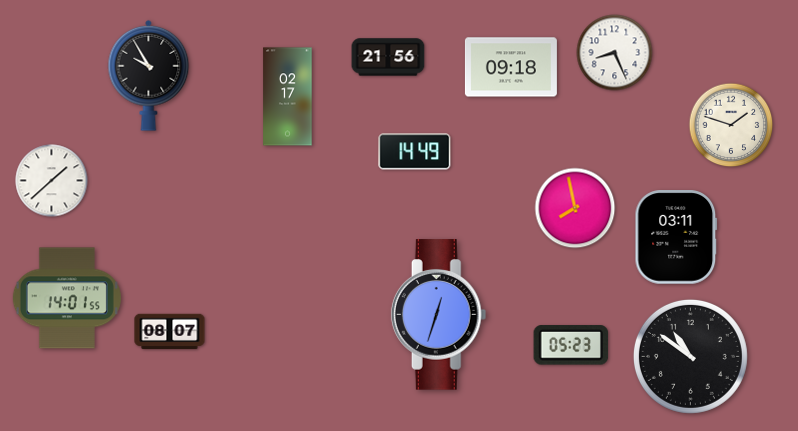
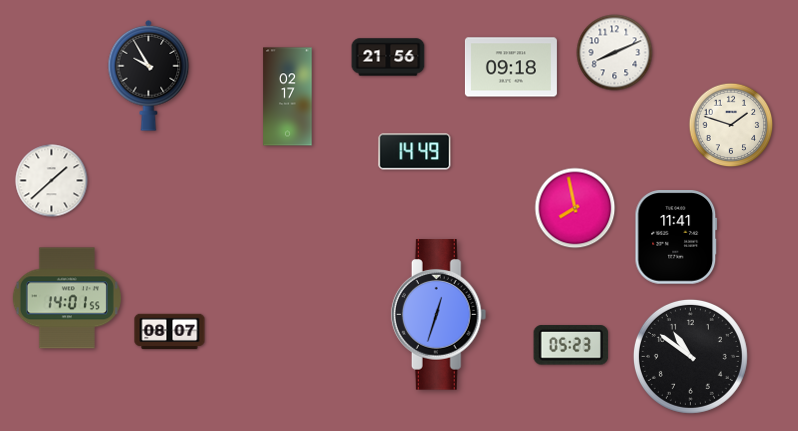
clock at (615, 53): 8:26 -> 8:11
clock at (676, 237): 03:11 -> 11:41
